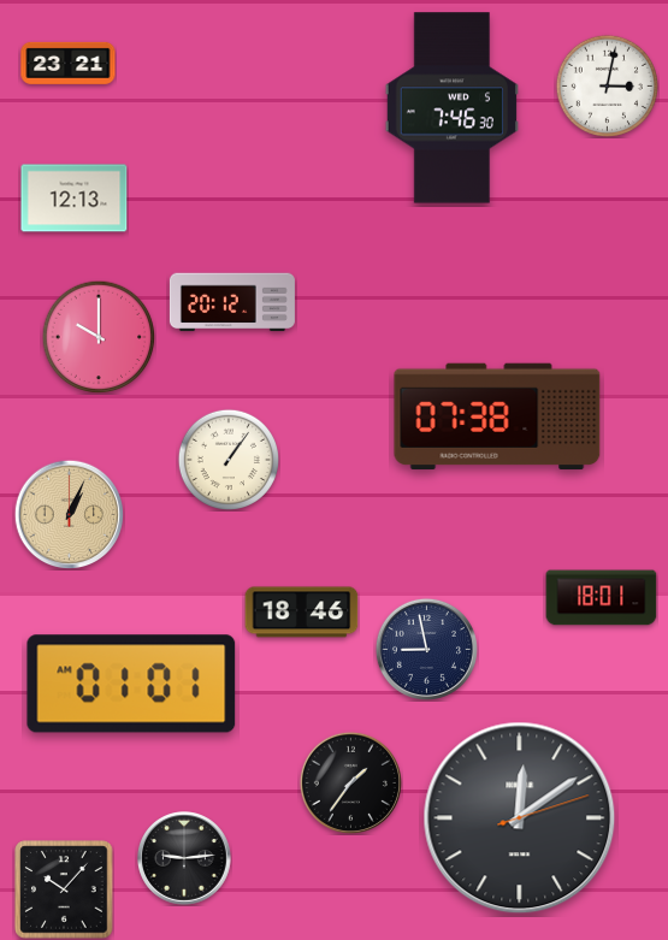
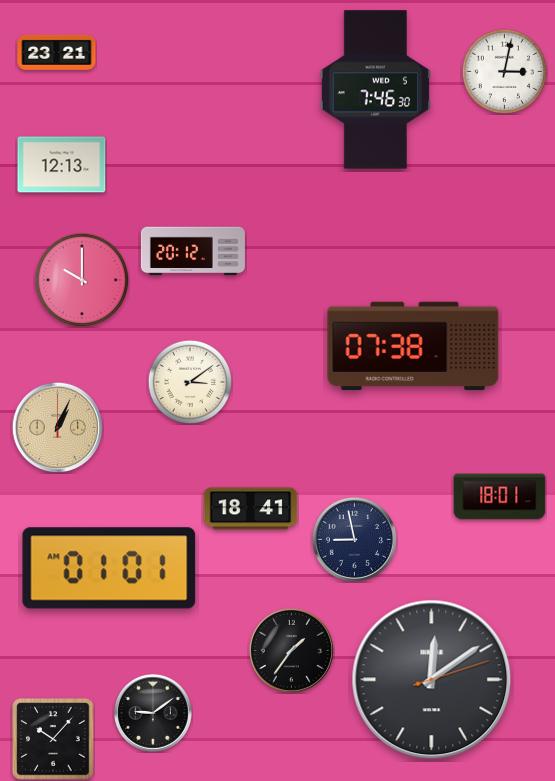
clock at (227, 459): 1:06 -> 3:09
clock at (302, 613): 18:46 -> 18:41
clock at (185, 859): 9:14 -> 9:09
